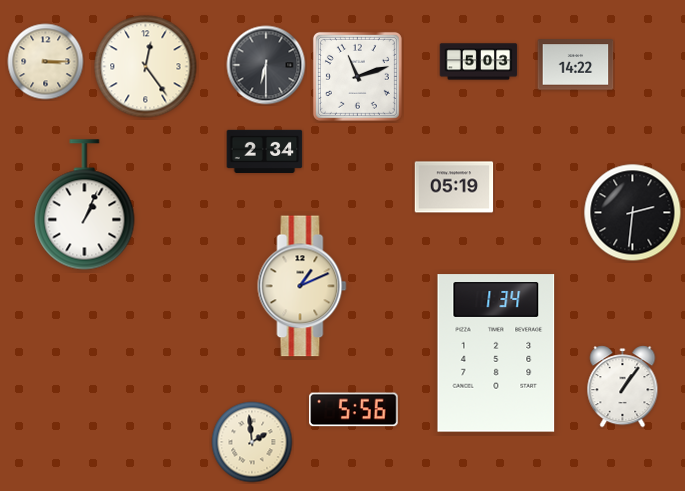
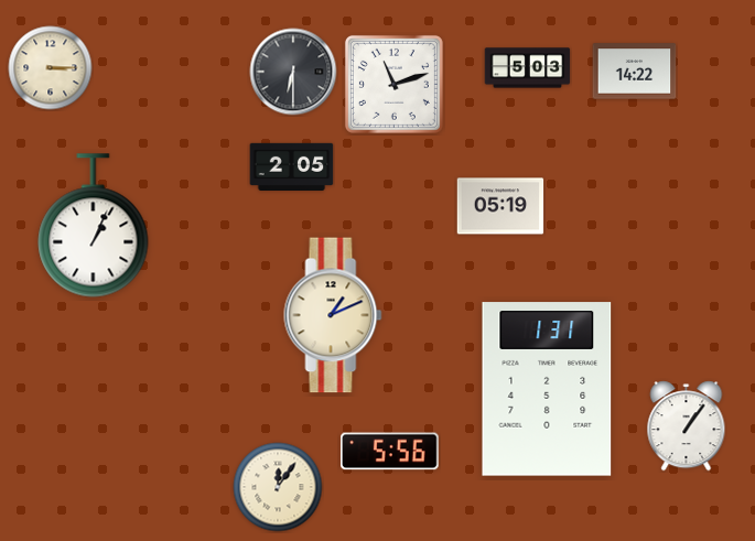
clock at (146, 67): 12:24 -> none
clock at (265, 151): 2:34 -> 2:05
clock at (633, 213): 2:31 -> none
clock at (496, 353): 1:34 -> 1:31
clock at (252, 442): 1:59 -> 12:06
